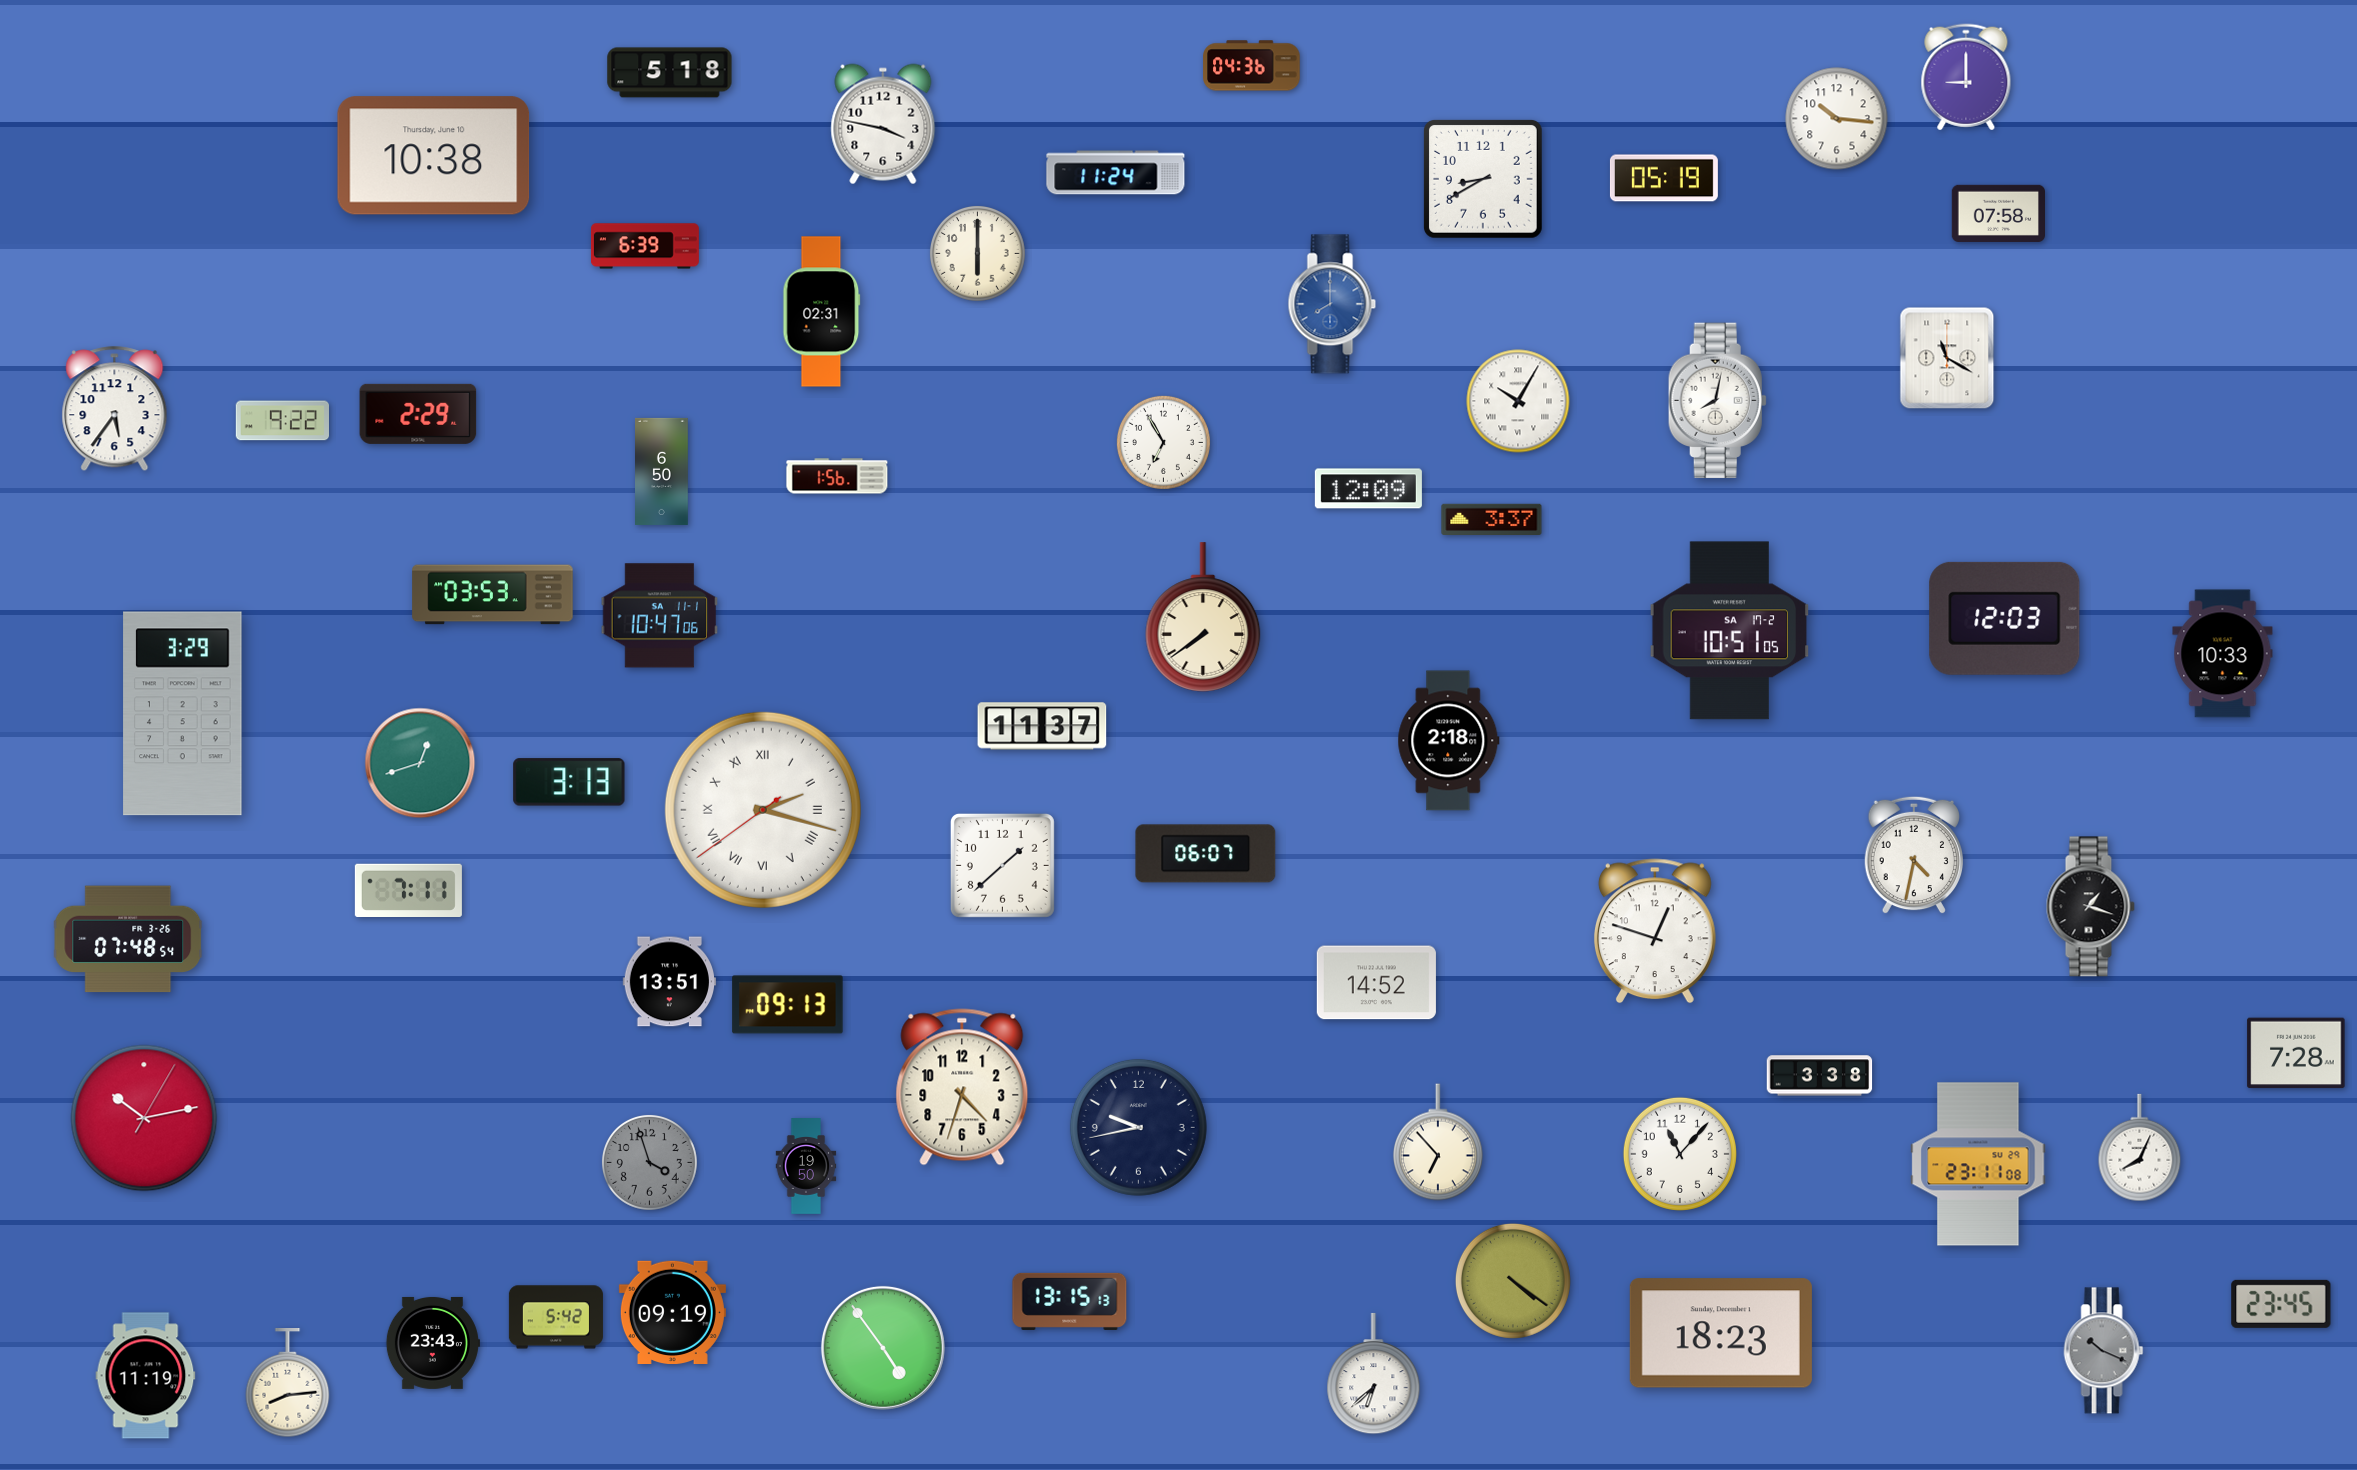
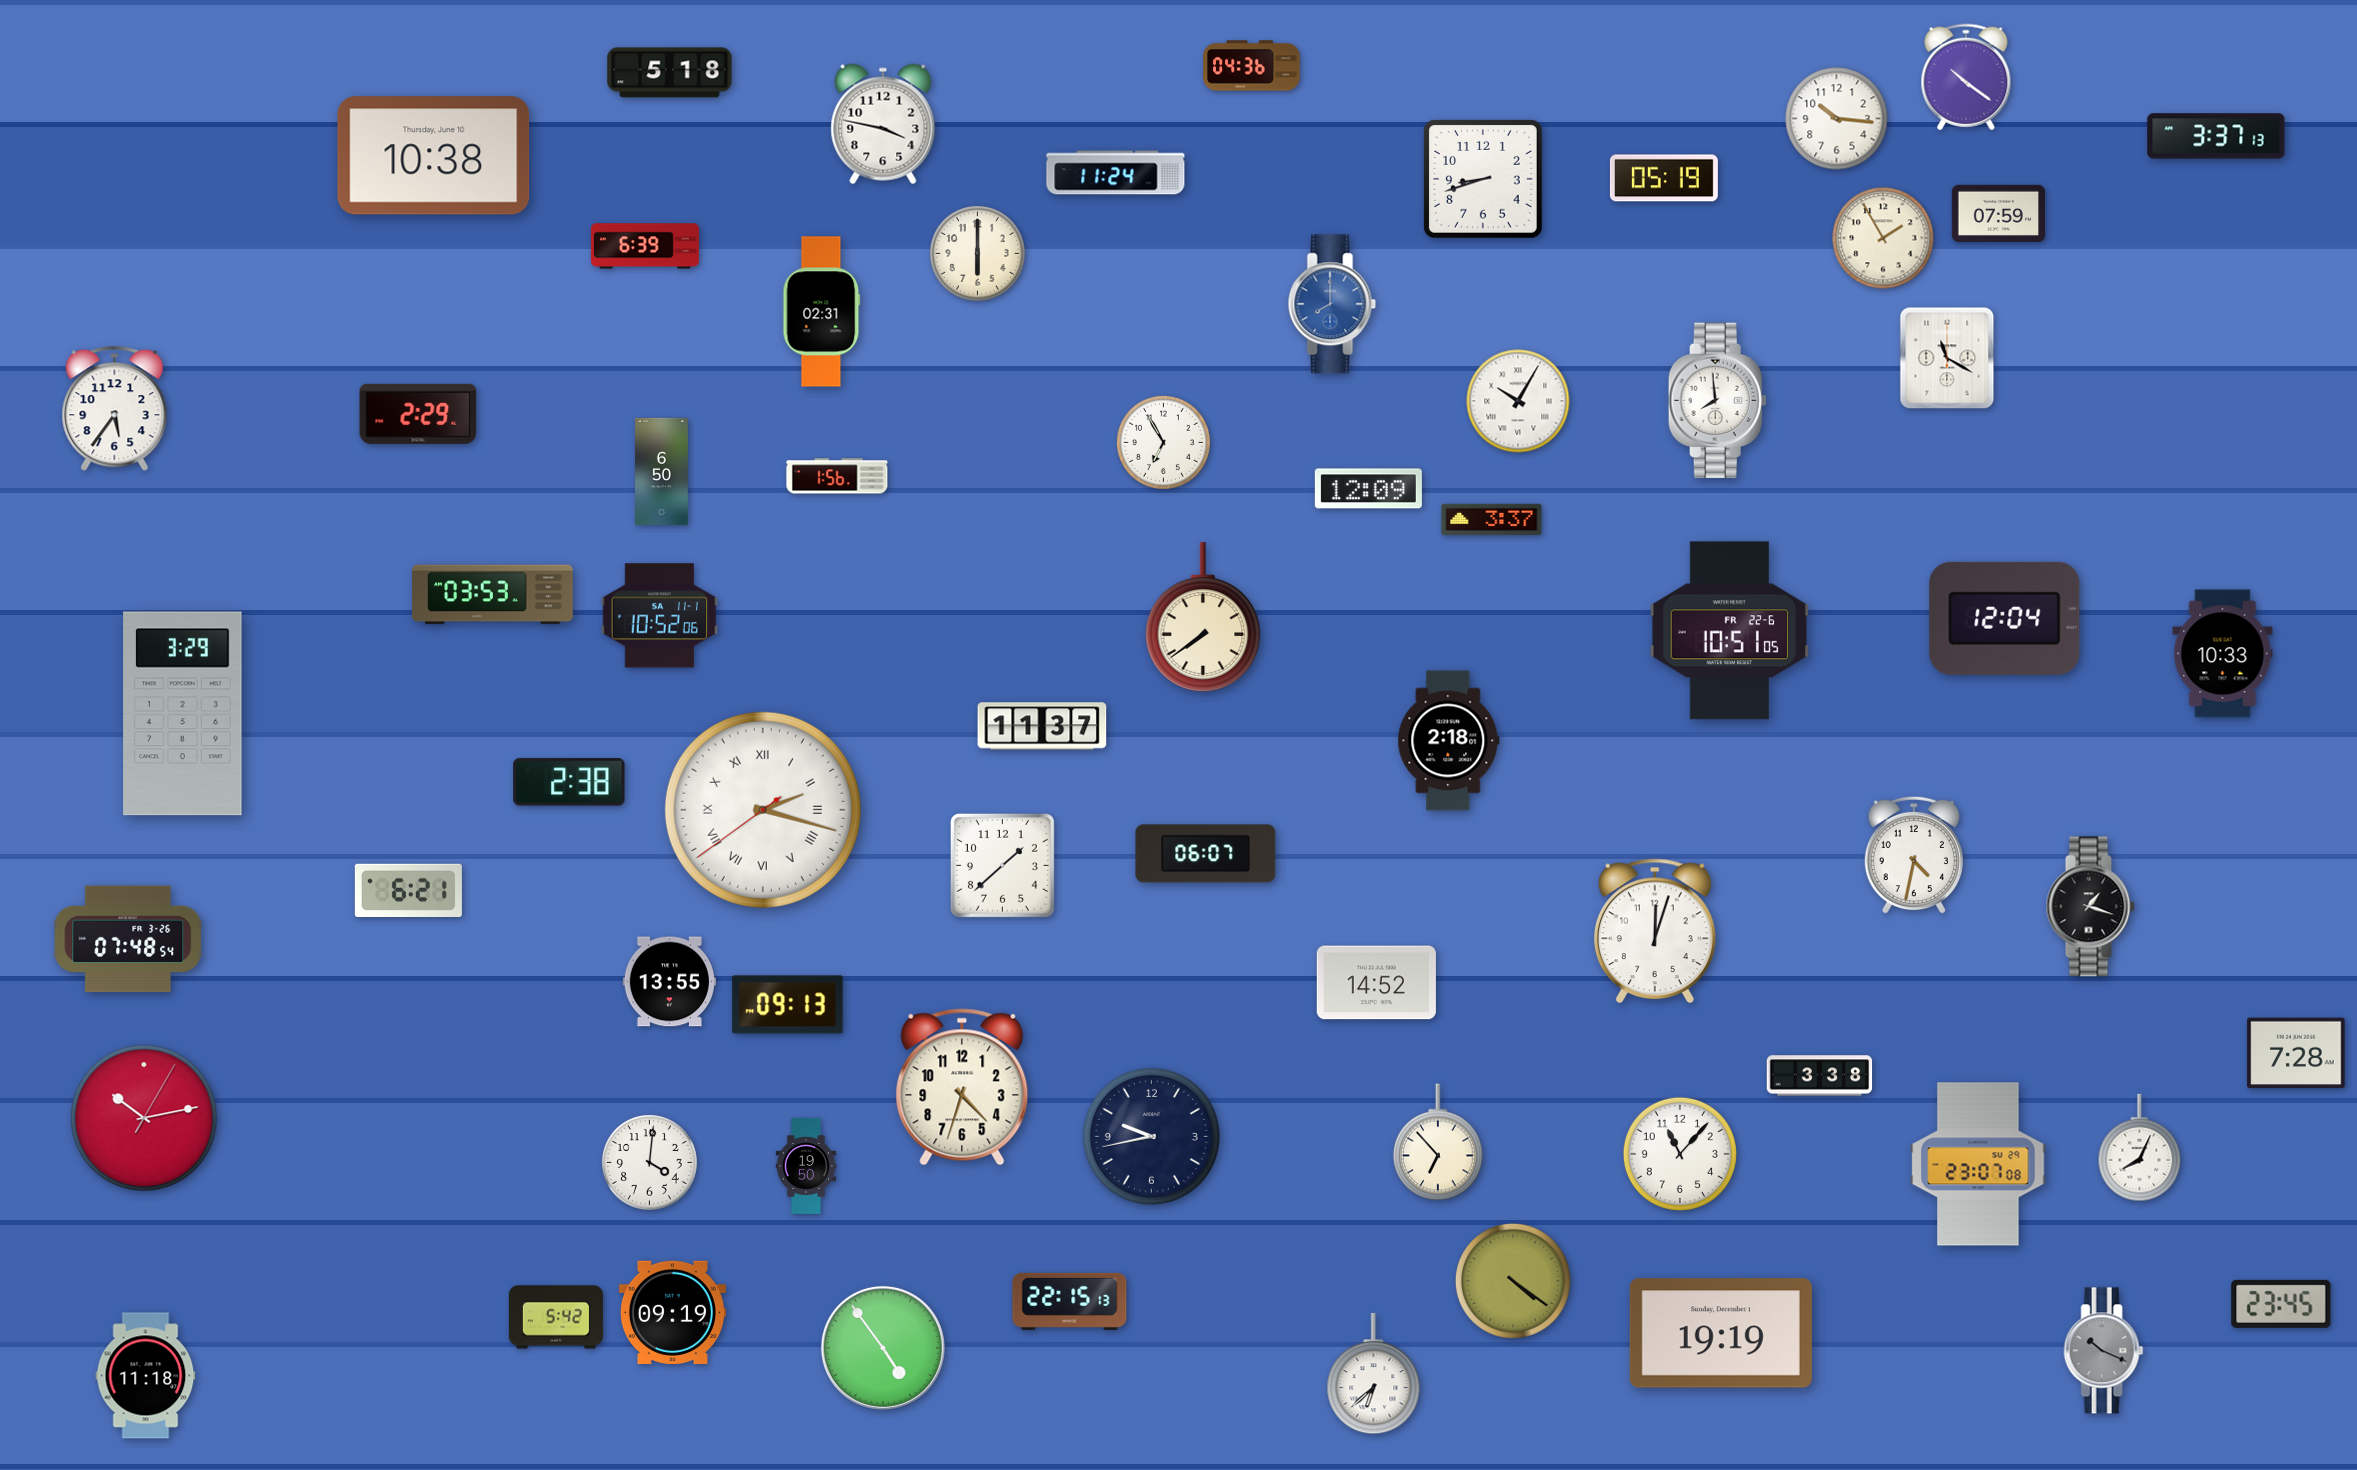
clock at (1966, 77): 9:00 -> 10:21
clock at (2216, 136): none -> 3:37
clock at (1483, 179): 8:40 -> 8:42
clock at (1998, 213): 07:58 -> 07:59
clock at (1883, 238): none -> 1:55
clock at (1717, 401): 8:02 -> 7:59
clock at (282, 421): 9:22 -> none
clock at (660, 616): 10:47 -> 10:52
clock at (2005, 618): 12:03 -> 12:04
clock at (1730, 631) date: SA 17-2 -> FR 22-6
clock at (420, 763): 12:42 -> none
clock at (569, 782): 3:13 -> 2:38
clock at (408, 890): 7:11 -> 6:21
clock at (1655, 931): 12:48 -> 12:03
clock at (669, 982): 13:51 -> 13:55
clock at (1138, 1127) position: (1138, 1127) -> (1151, 1136)
clock at (649, 1162): 3:57 -> 4:01
clock at (649, 1162) dial: grey -> white
clock at (1978, 1164): 23:11 -> 23:07
clock at (1070, 1301): 13:15 -> 22:15
clock at (1721, 1333): 18:23 -> 19:19
clock at (432, 1343): 23:43 -> none
clock at (146, 1376): 11:19 -> 11:18
clock at (288, 1384): 8:14 -> none
